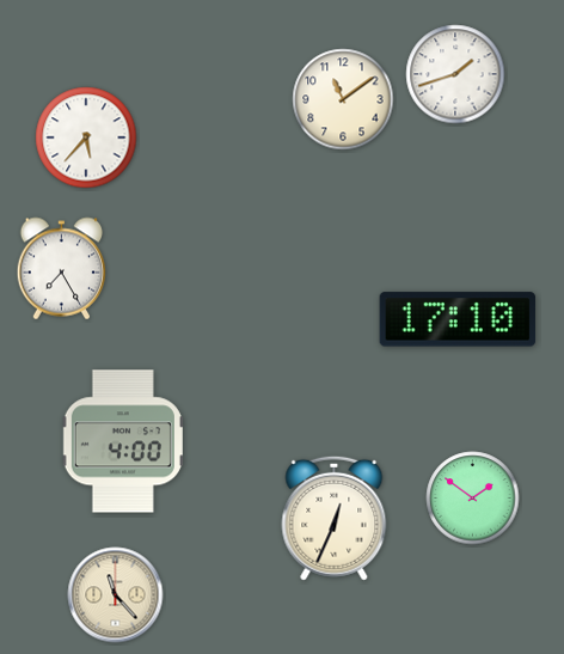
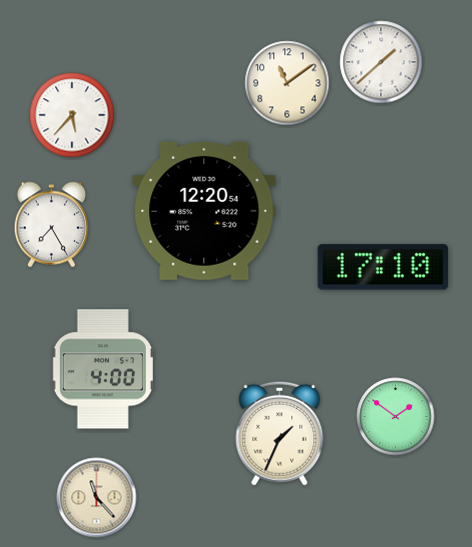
clock at (455, 74): 1:42 -> 1:38
clock at (204, 211): none -> 12:20
clock at (335, 518): 12:34 -> 1:34
